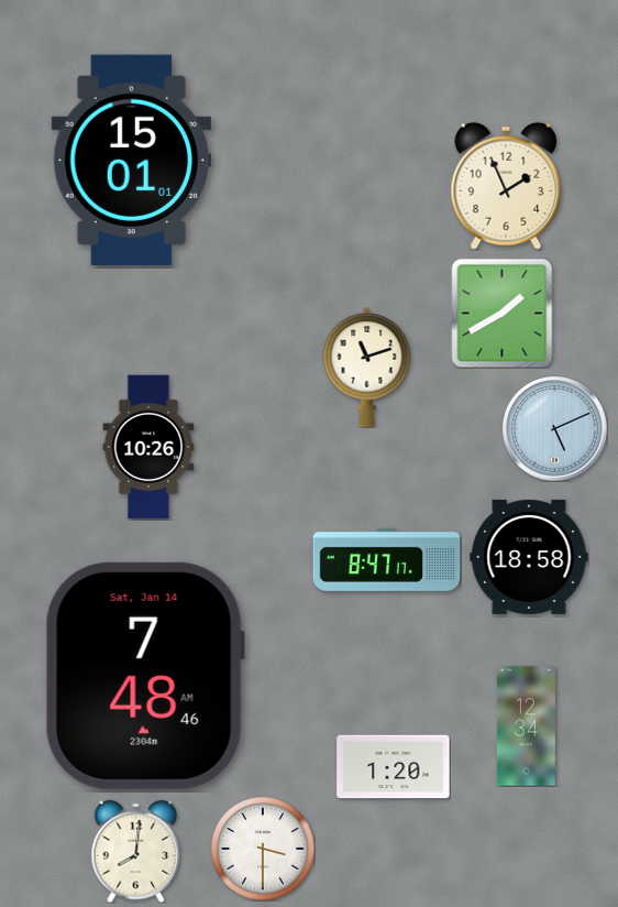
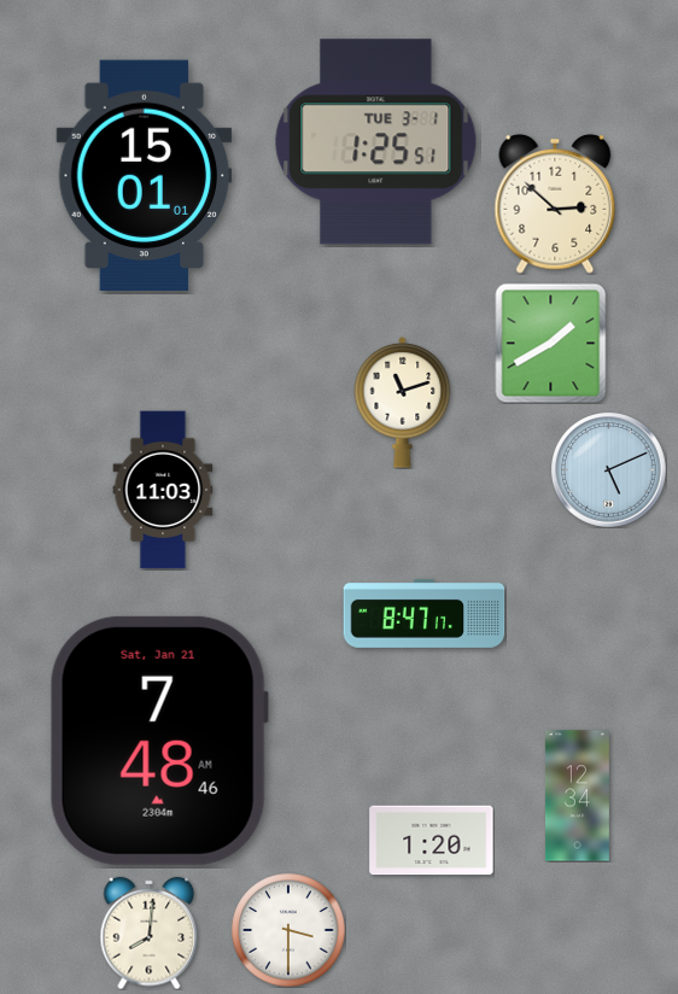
clock at (376, 142): none -> 1:25
clock at (506, 186): 1:56 -> 2:52
clock at (148, 447): 10:26 -> 11:03
clock at (529, 557): 18:58 -> none
clock at (145, 676) date: Sat, Jan 14 -> Sat, Jan 21
